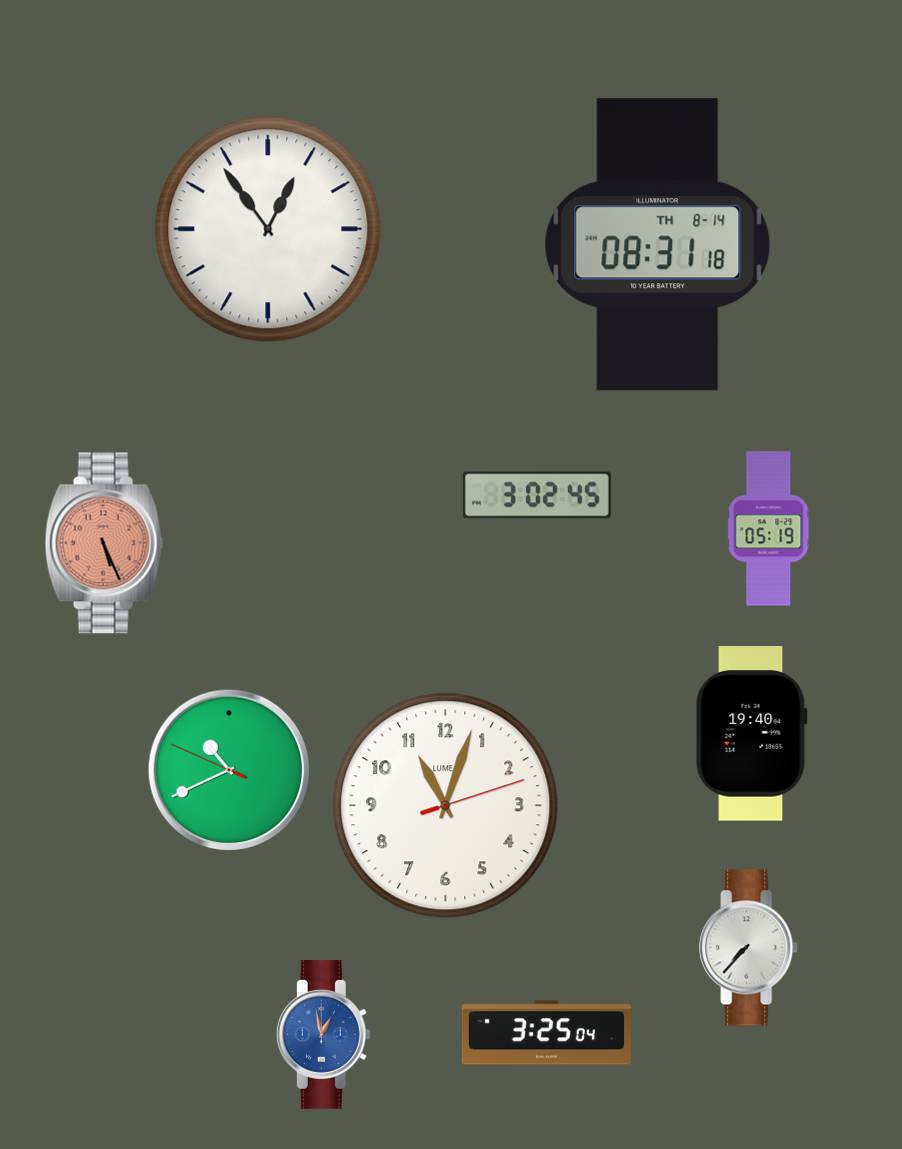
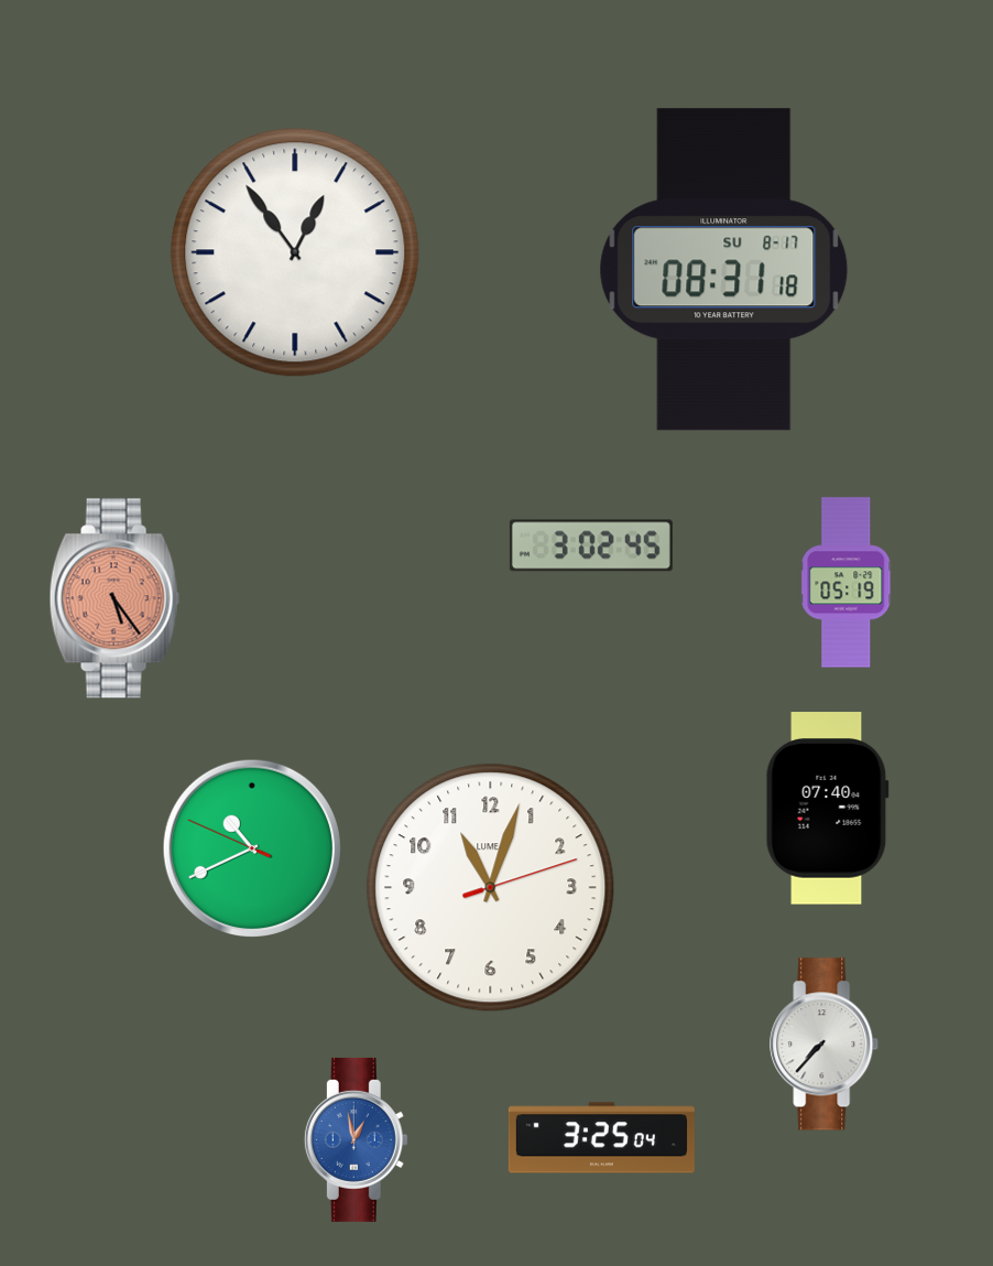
clock at (658, 245) date: TH 8-14 -> SU 8-17
clock at (104, 543): 5:26 -> 5:24
clock at (751, 734): 19:40 -> 07:40
